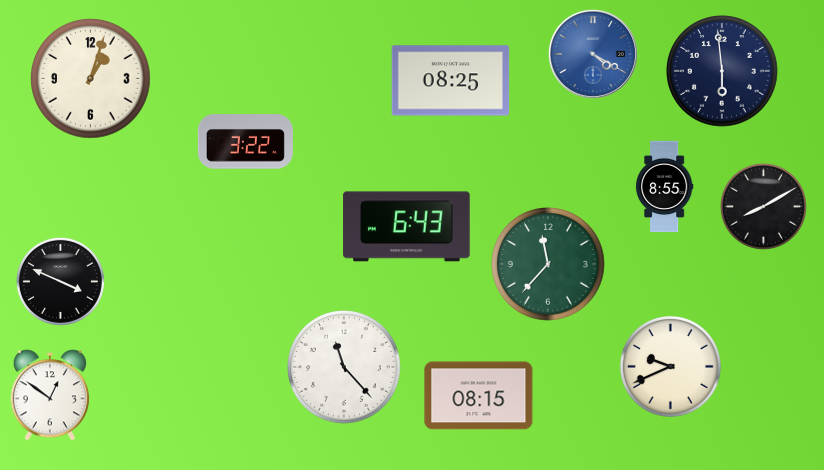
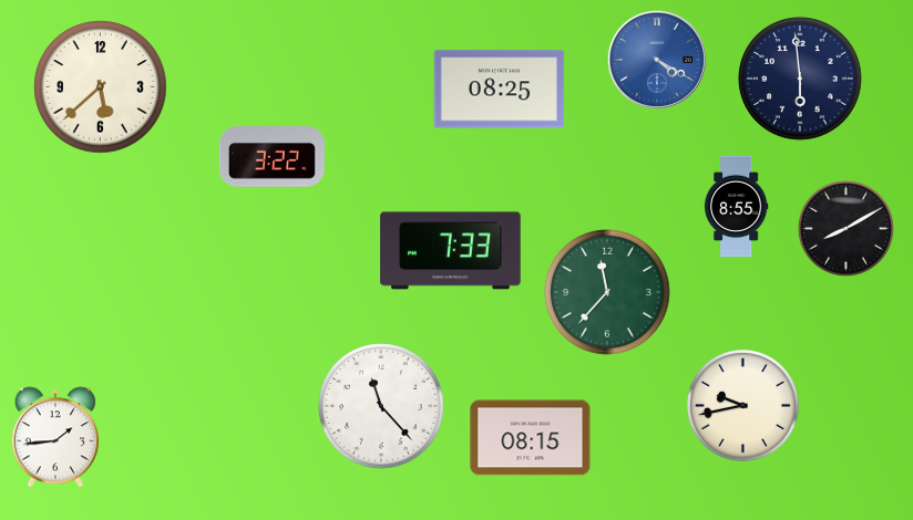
clock at (91, 79): 1:03 -> 5:38
clock at (407, 227): 6:43 -> 7:33
clock at (60, 281): 3:49 -> none
clock at (670, 366): 9:41 -> 9:43
clock at (49, 395): 12:51 -> 1:44
